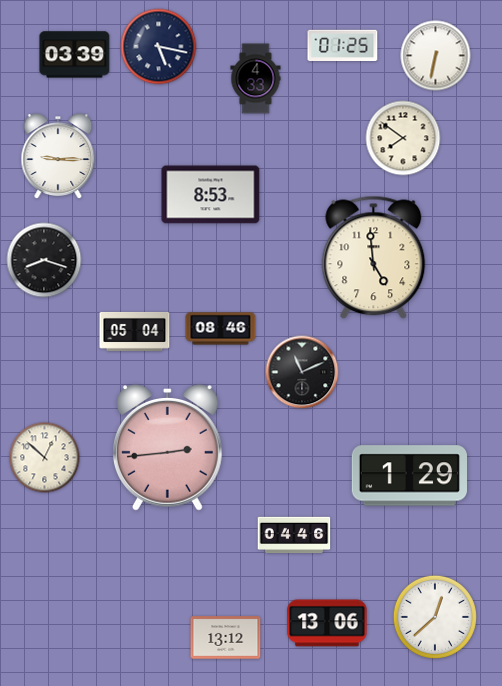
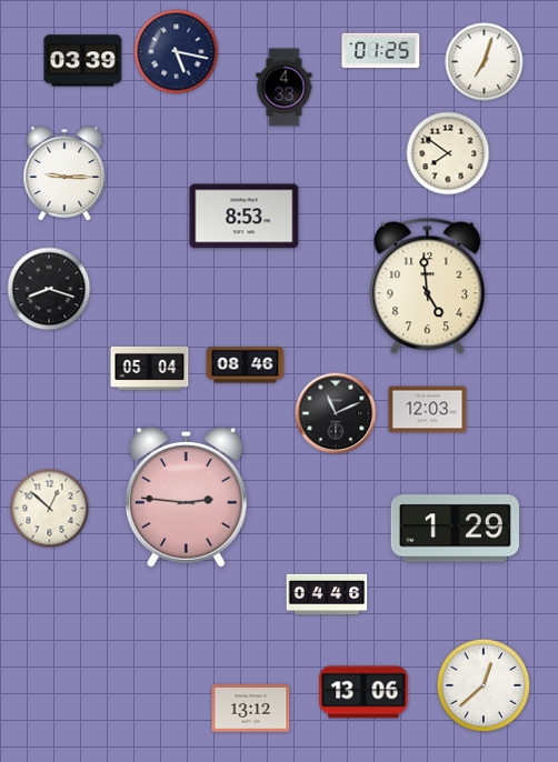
clock at (436, 56): 6:32 -> 7:03
clock at (211, 195) position: (211, 195) -> (245, 217)
clock at (374, 258) position: (374, 258) -> (428, 287)
clock at (428, 410): none -> 12:03
clock at (167, 448): 2:44 -> 2:46
